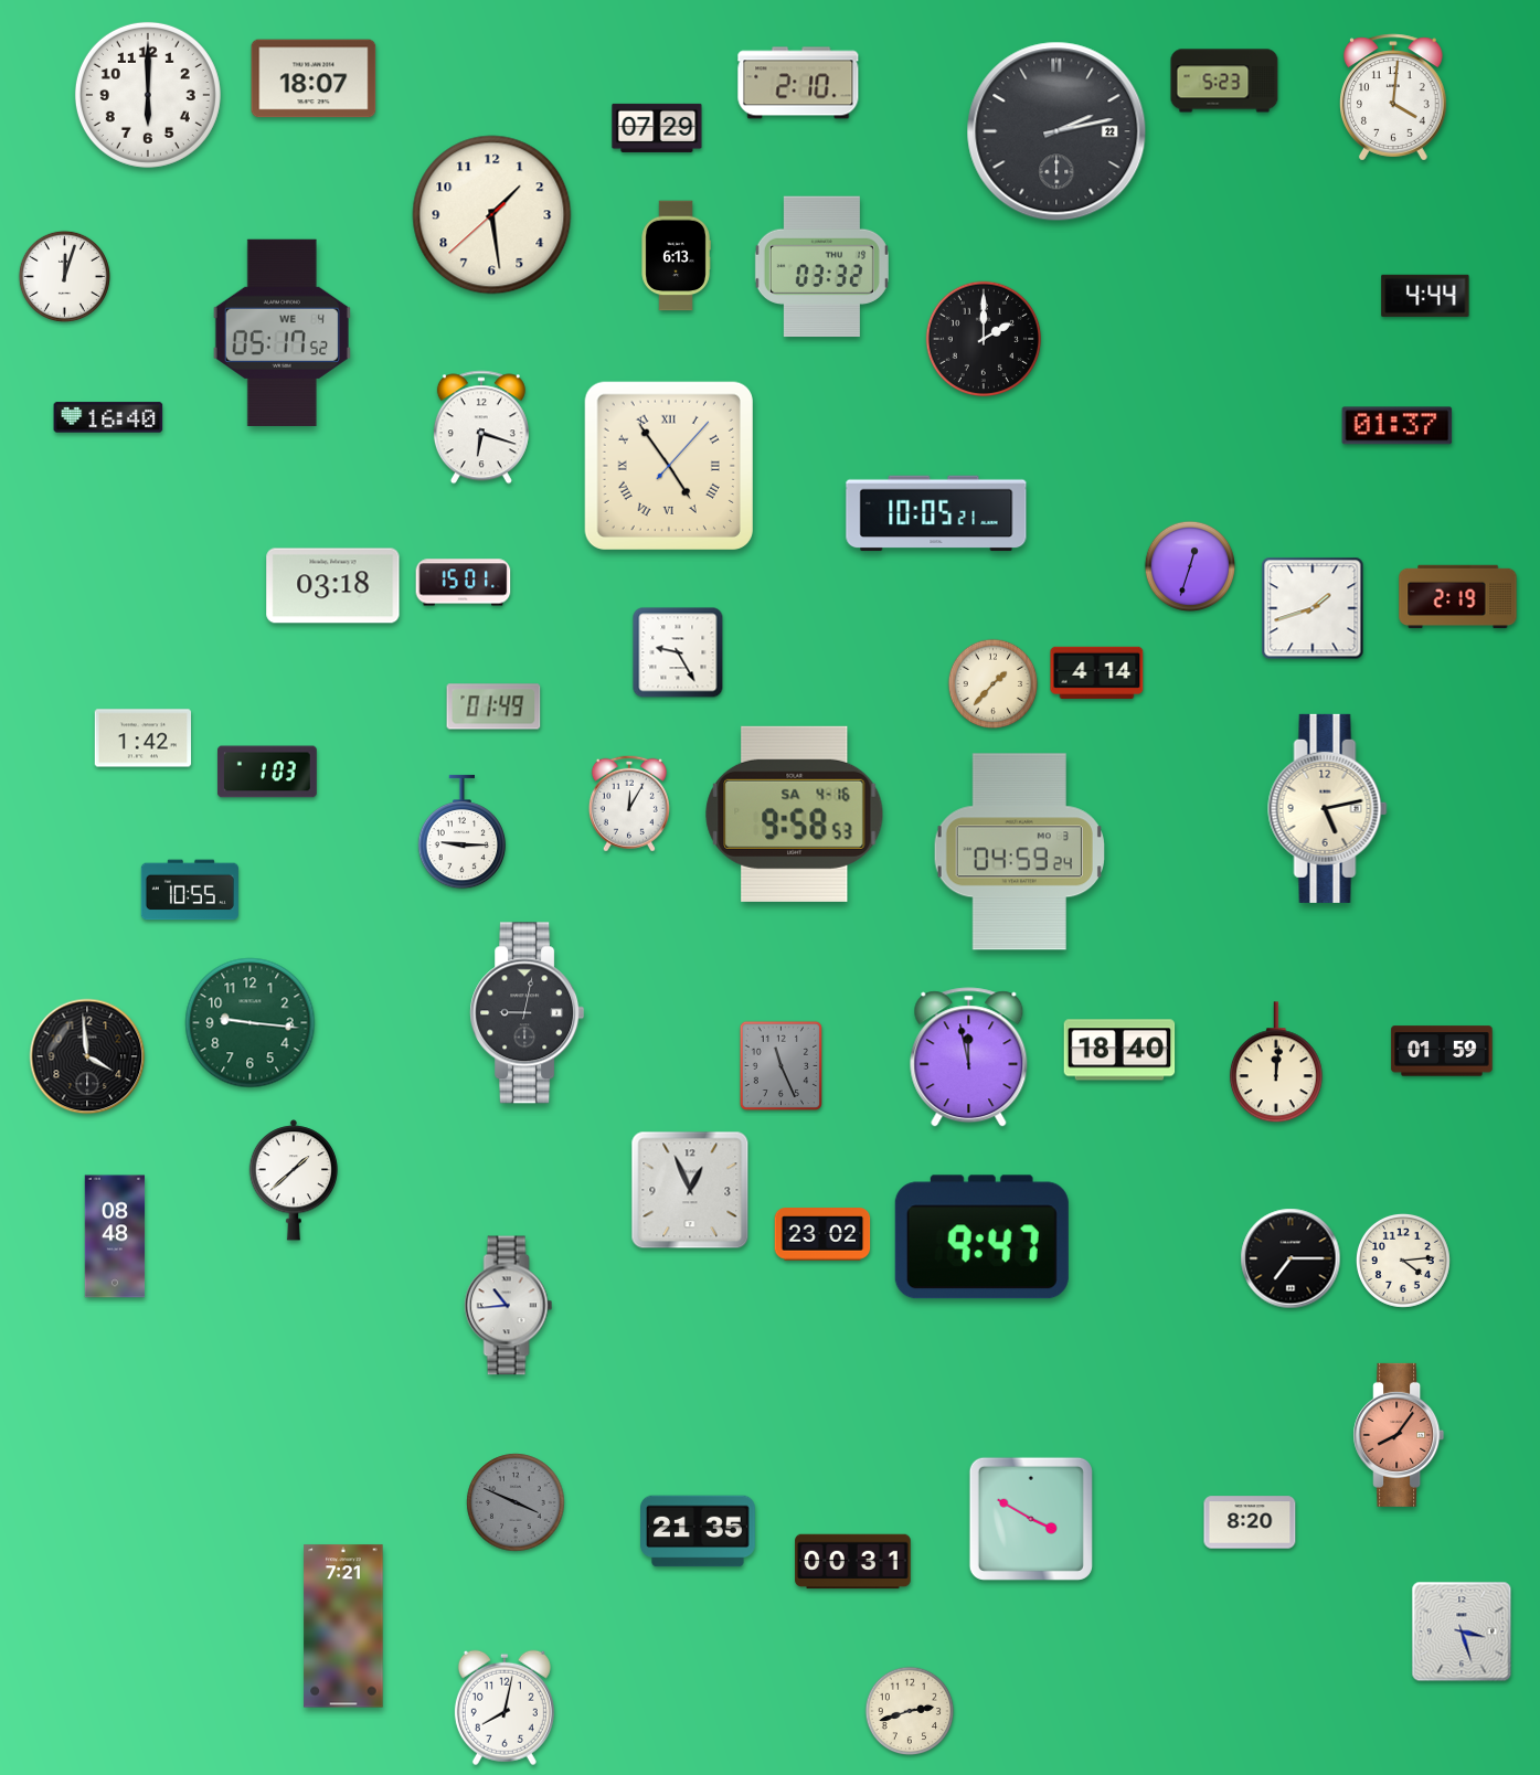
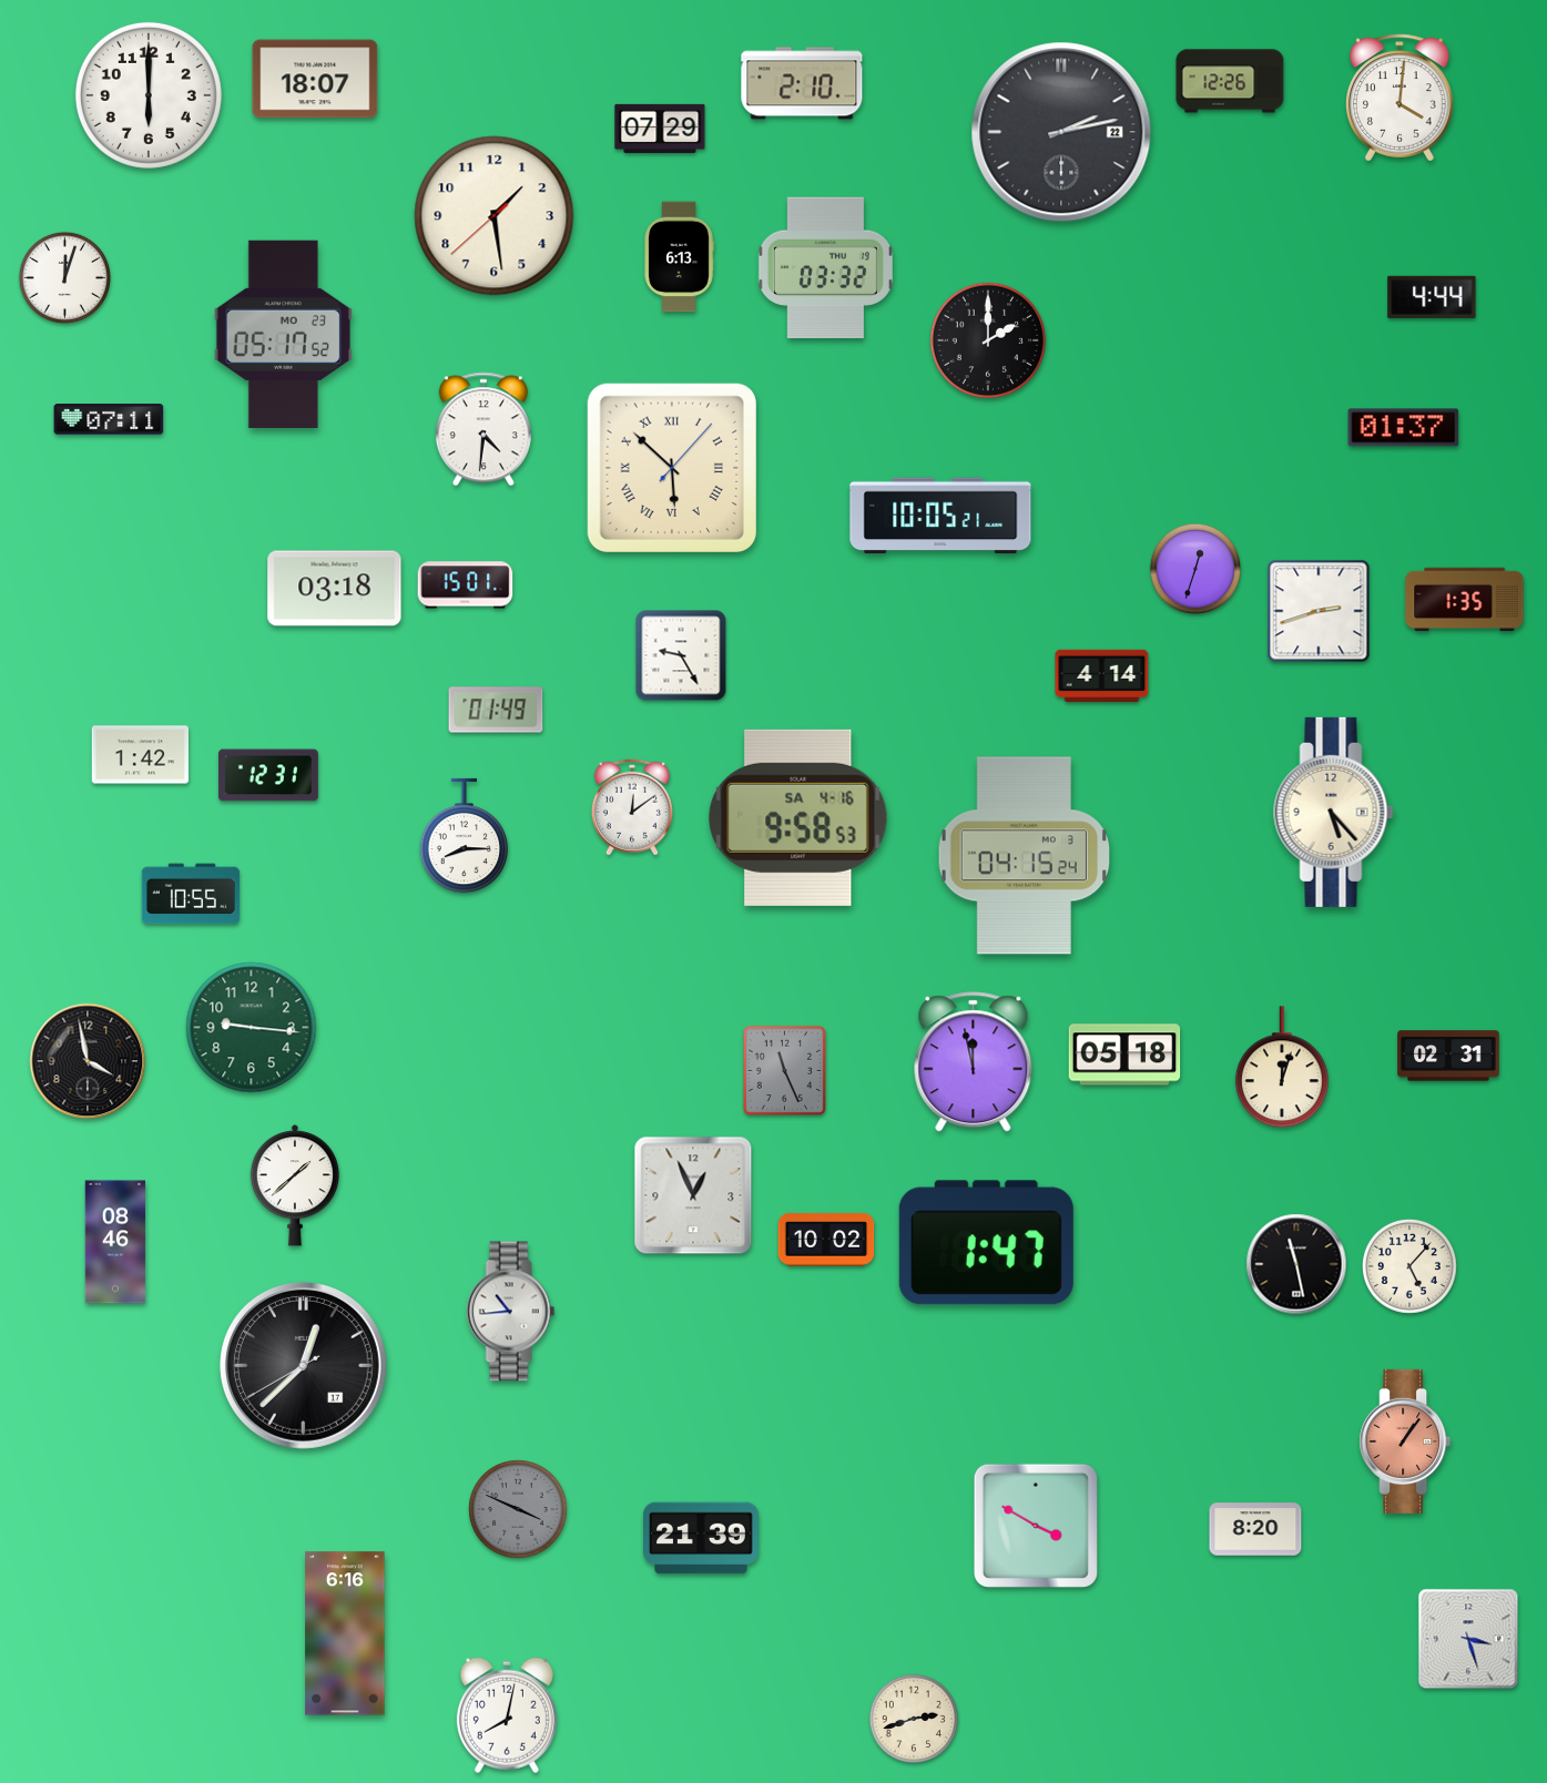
clock at (1224, 81): 5:23 -> 12:26
clock at (282, 332) date: WE 4 -> MO 23
clock at (108, 417): 16:40 -> 07:11
clock at (481, 427): 6:18 -> 4:31
clock at (669, 466): 4:54 -> 5:52
clock at (1458, 597): 2:19 -> 1:35
clock at (1313, 608): 1:42 -> 2:42
clock at (994, 684): 1:37 -> none
clock at (144, 738) position: (144, 738) -> (141, 755)
clock at (267, 772): 1:03 -> 12:31
clock at (629, 804): 12:05 -> 12:09
clock at (1328, 808): 5:13 -> 5:23
clock at (463, 832): 9:15 -> 8:15
clock at (1019, 852): 04:59 -> 04:15
clock at (528, 1013): 9:02 -> none
clock at (1119, 1050): 18:40 -> 05:18
clock at (1442, 1051): 01:59 -> 02:31
clock at (87, 1056): 3:59 -> 3:58
clock at (1276, 1063): 12:01 -> 12:03
clock at (822, 1234): 23:02 -> 10:02
clock at (115, 1236): 08:48 -> 08:46
clock at (981, 1237): 9:47 -> 1:47
clock at (1291, 1258): 7:15 -> 11:28
clock at (1403, 1261): 4:14 -> 5:07
clock at (303, 1365): none -> 12:37
clock at (1399, 1435): 8:06 -> 1:06
clock at (699, 1531): 21:35 -> 21:39
clock at (853, 1562): 00:31 -> none
clock at (343, 1626): 7:21 -> 6:16
